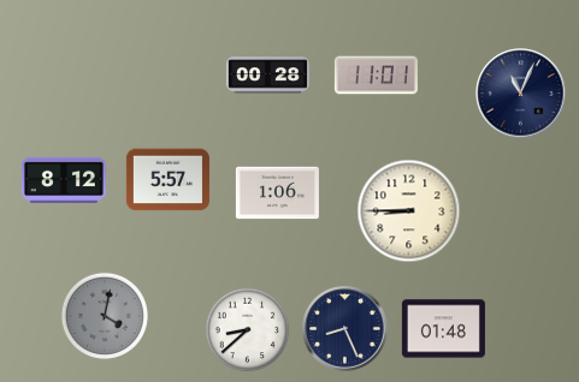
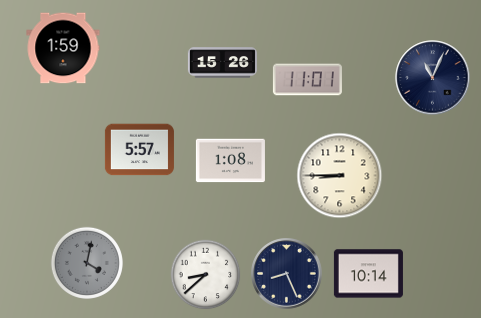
clock at (63, 48): none -> 1:59
clock at (267, 76): 00:28 -> 15:26
clock at (376, 76) position: (376, 76) -> (307, 80)
clock at (64, 179): 8:12 -> none
clock at (277, 193): 1:06 -> 1:08
clock at (443, 329): 01:48 -> 10:14
